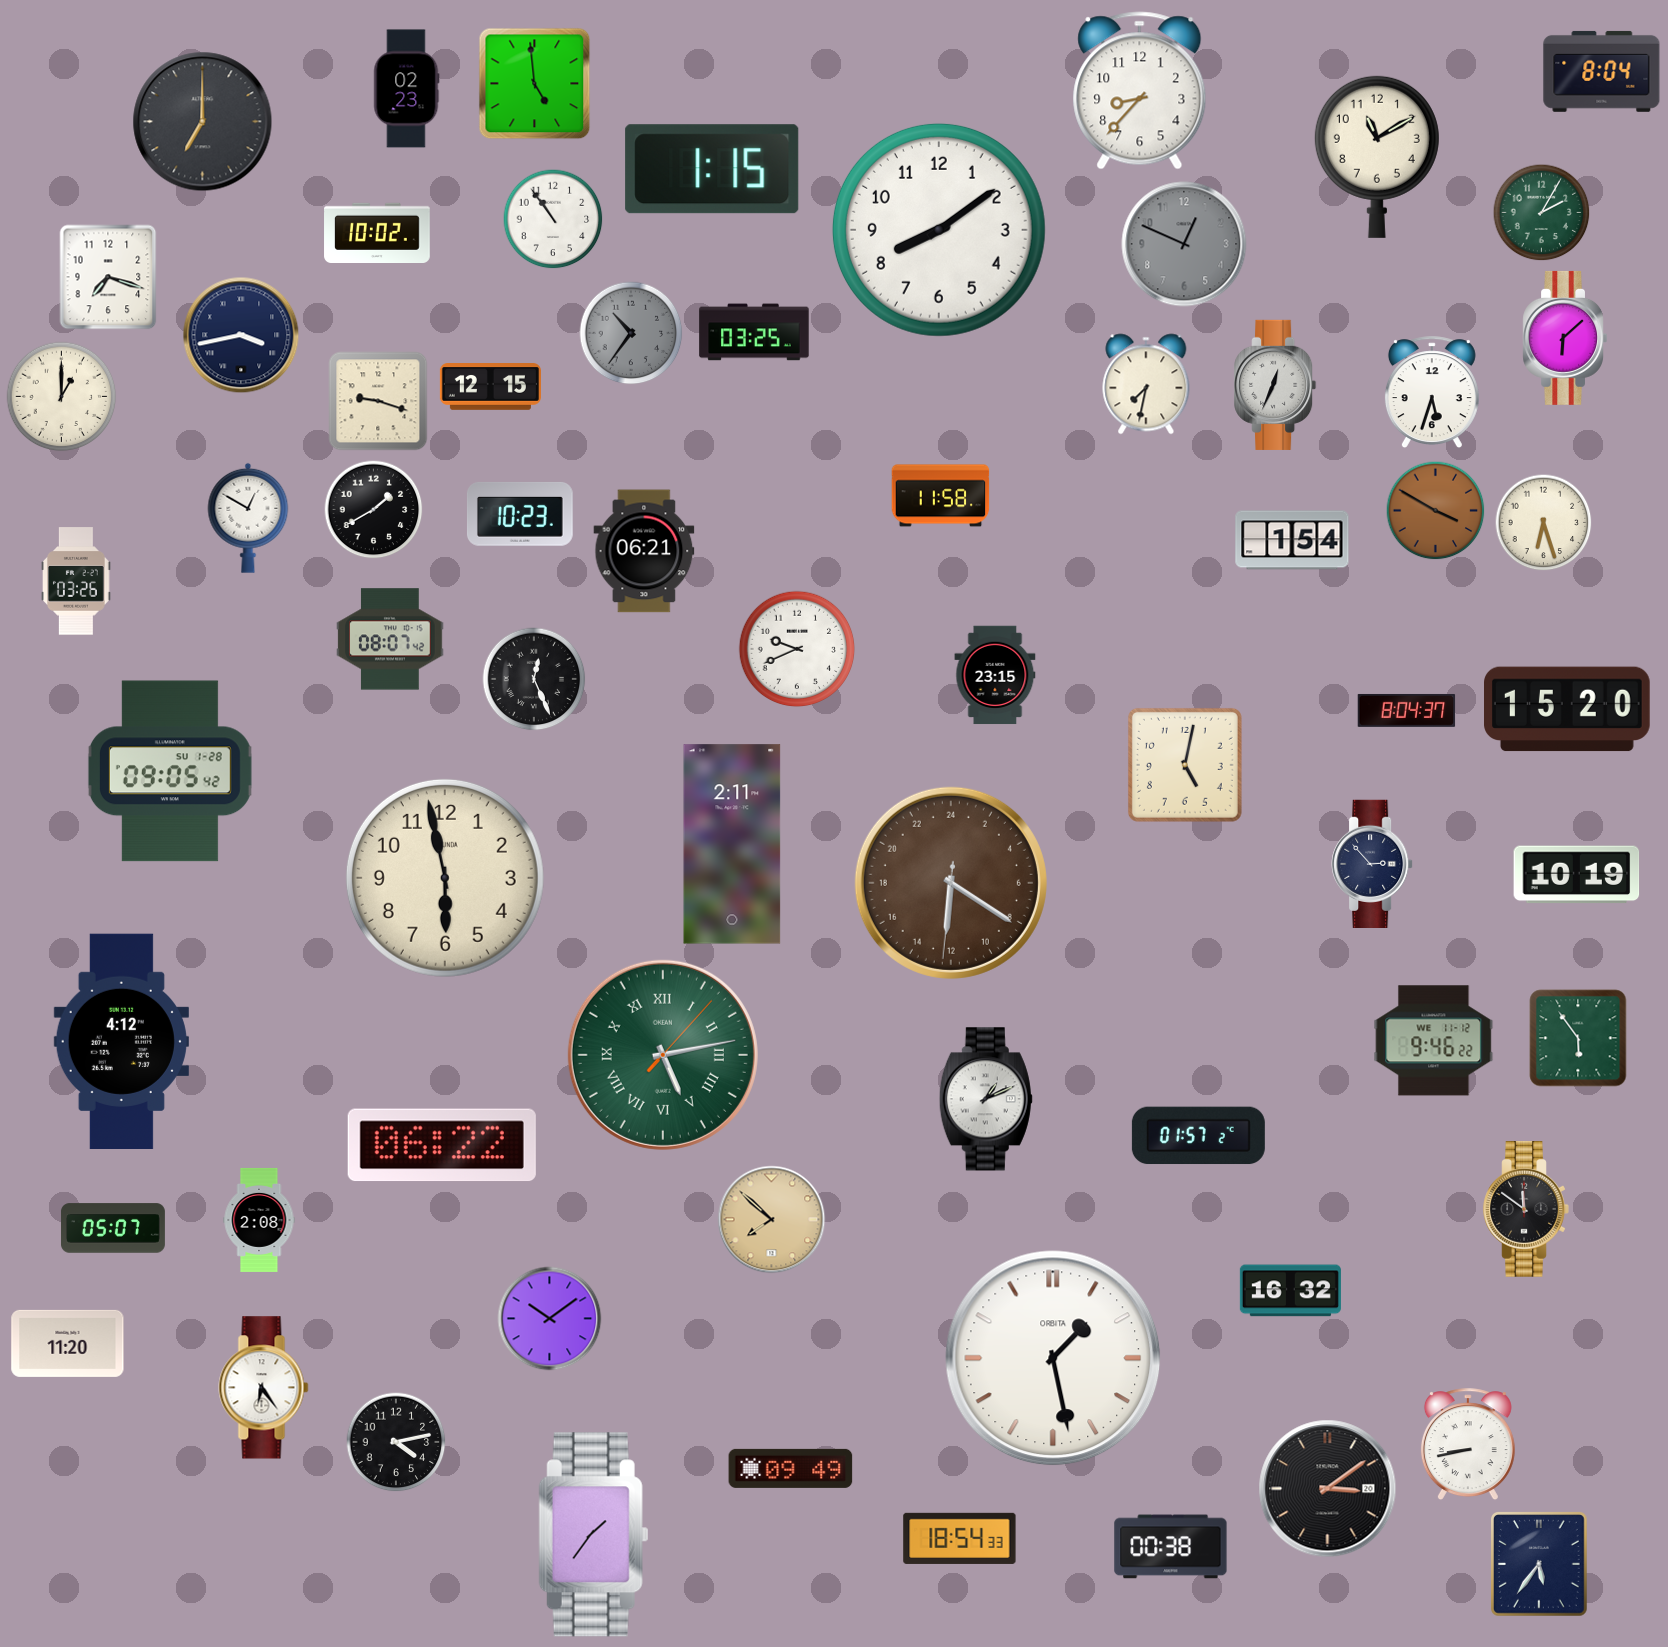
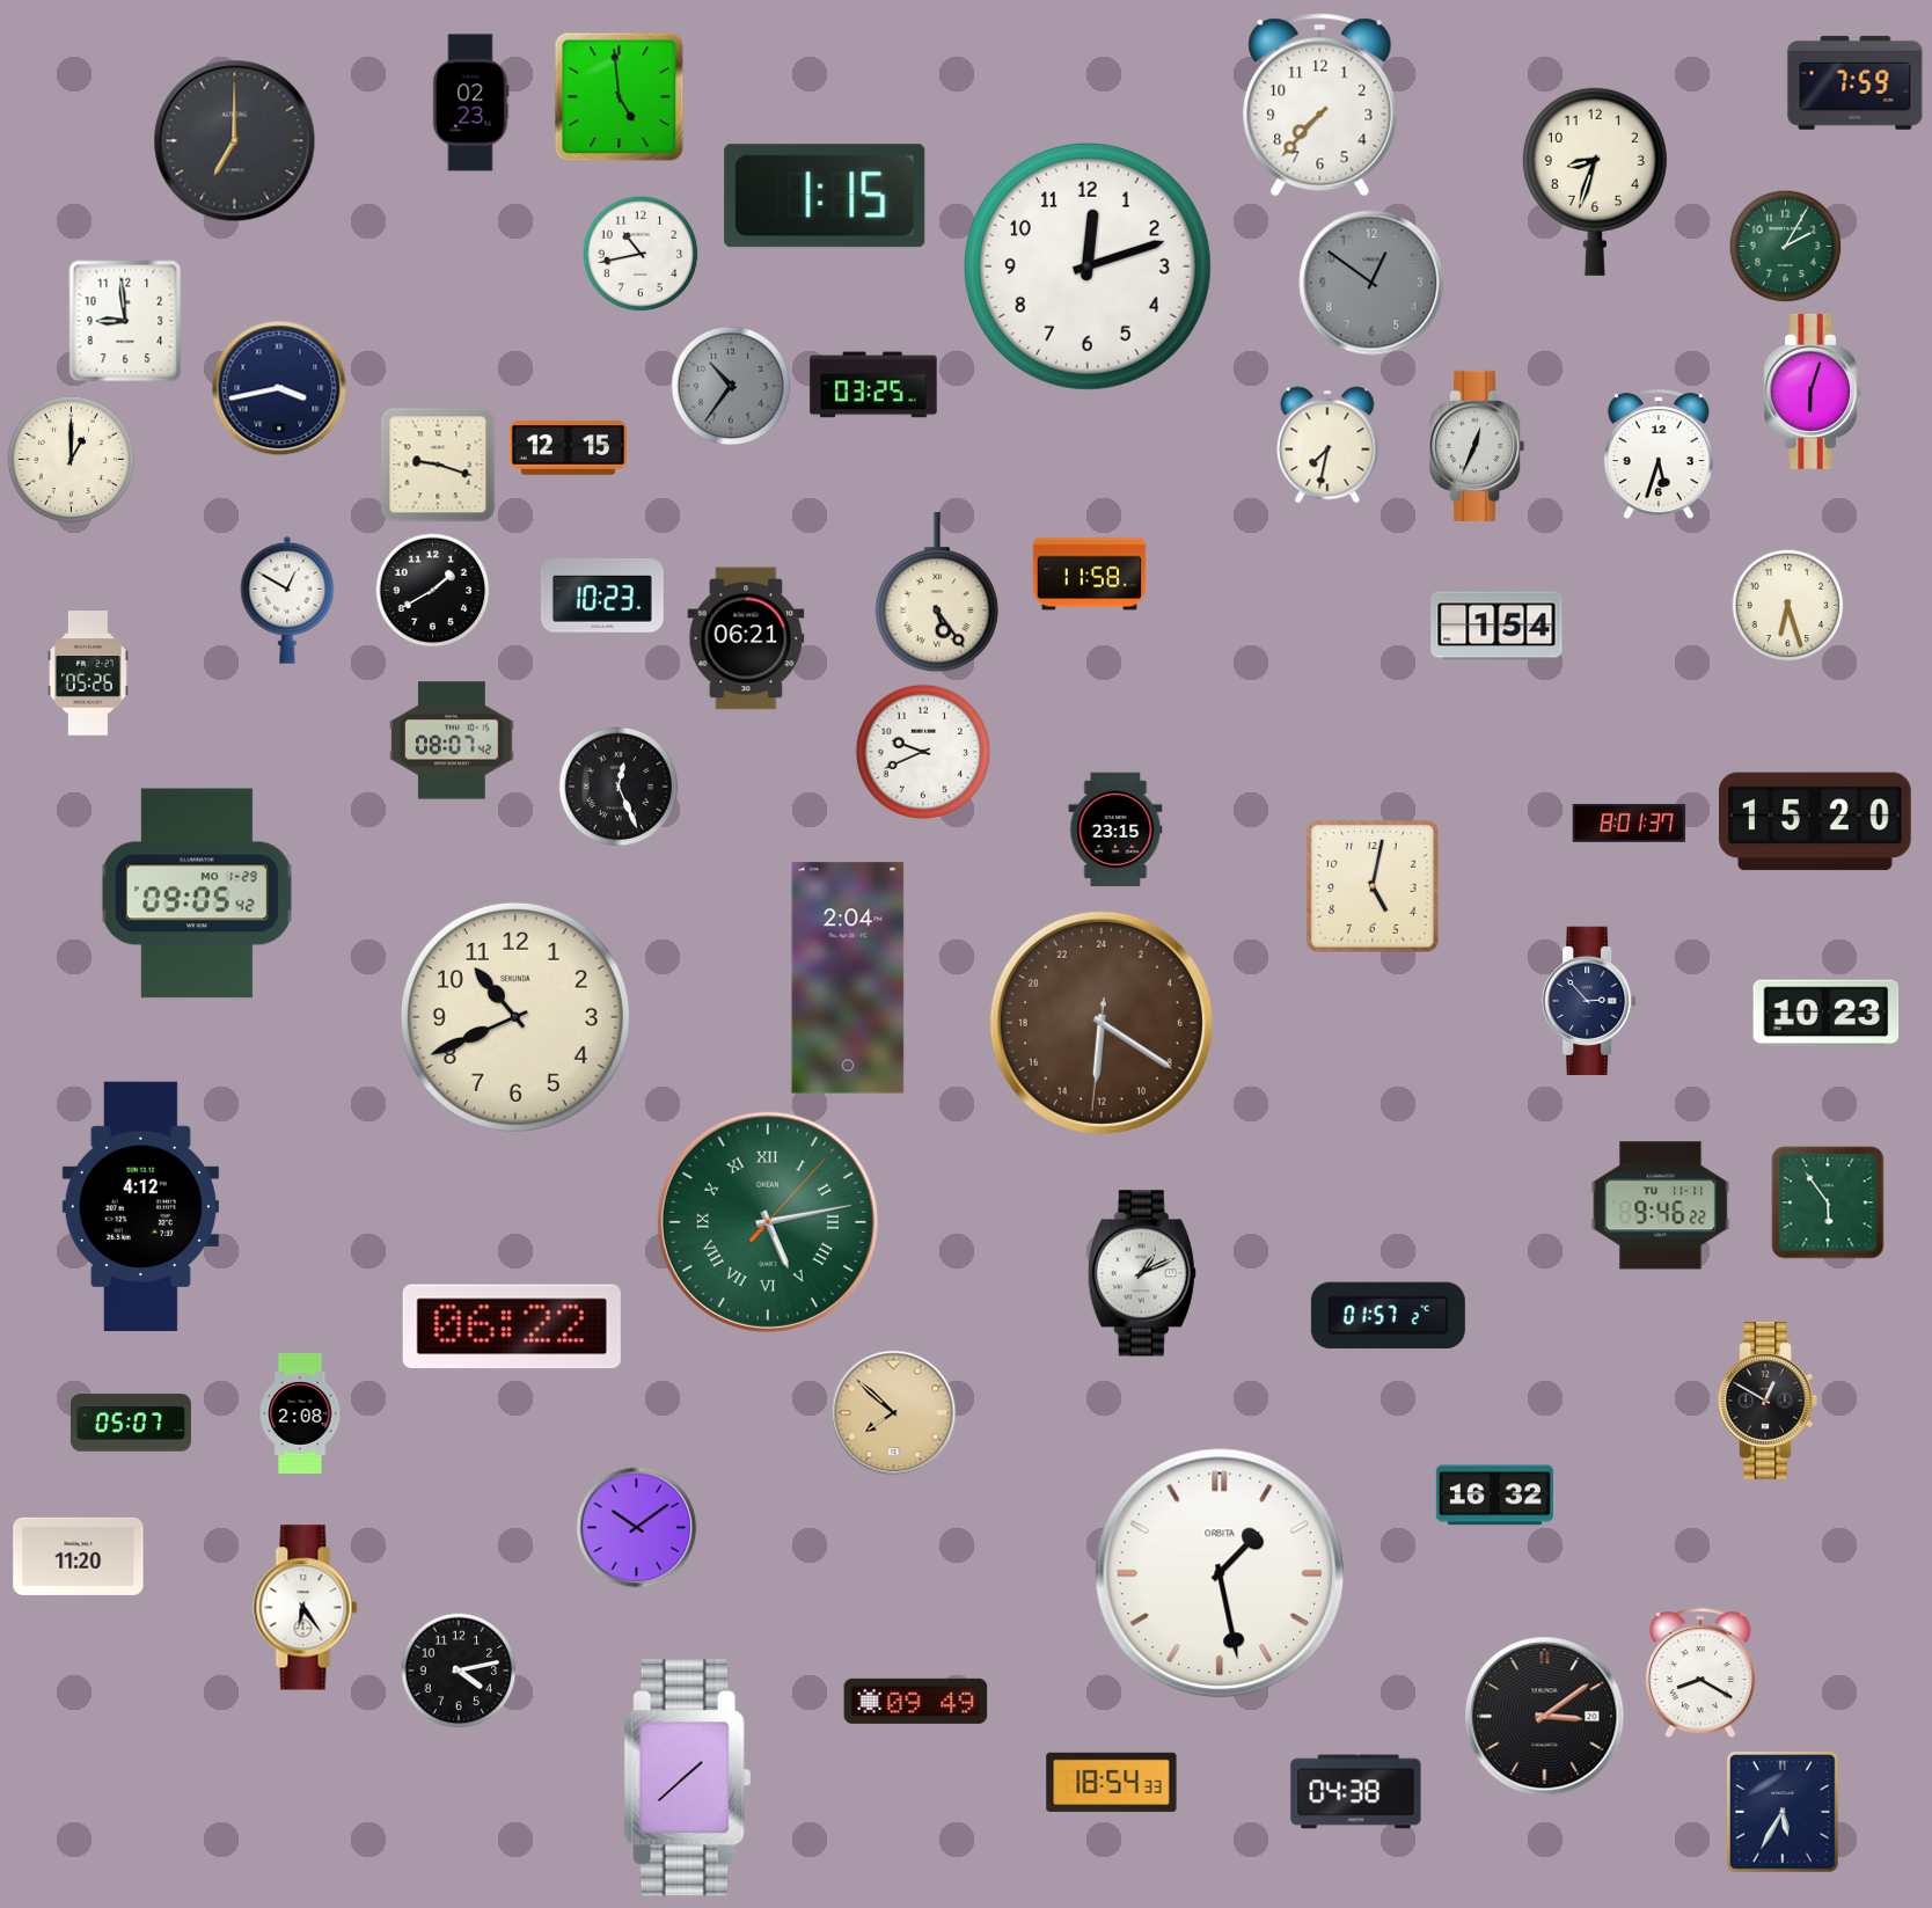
clock at (1602, 71): 8:04 -> 7:59
clock at (1140, 91): 8:37 -> 7:37
clock at (1377, 157): 11:10 -> 8:33
clock at (553, 219): 10:54 -> 10:43
clock at (939, 230): 8:09 -> 12:12
clock at (377, 232): 10:02 -> none
clock at (1184, 244): 12:49 -> 12:51
clock at (108, 277): 7:18 -> 8:59
clock at (1564, 338): 6:08 -> 6:03
clock at (1436, 511): 3:50 -> none
clock at (937, 593): none -> 5:24
clock at (77, 581): 03:26 -> 05:26
clock at (995, 675) position: (995, 675) -> (1115, 829)
clock at (1407, 710): 8:04 -> 8:01
clock at (170, 771) date: SU 1-28 -> MO 1-29
clock at (732, 844): 2:11 -> 2:04
clock at (1577, 875): 10:19 -> 10:23
clock at (445, 878): 5:58 -> 10:41
clock at (1434, 1041) date: WE 11-12 -> TU 11-11
clock at (1526, 1210): 11:51 -> 12:50
clock at (1468, 1445): 8:43 -> 8:20
clock at (1328, 1489) position: (1328, 1489) -> (1545, 1717)
clock at (593, 1535): 1:36 -> 1:38
clock at (1171, 1547): 00:38 -> 04:38
clock at (1540, 1565): 5:36 -> 5:35
